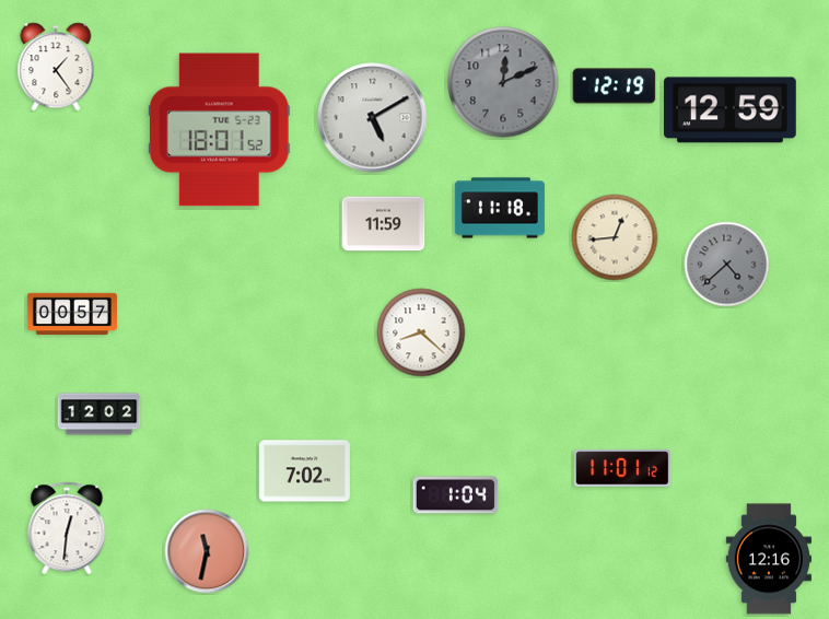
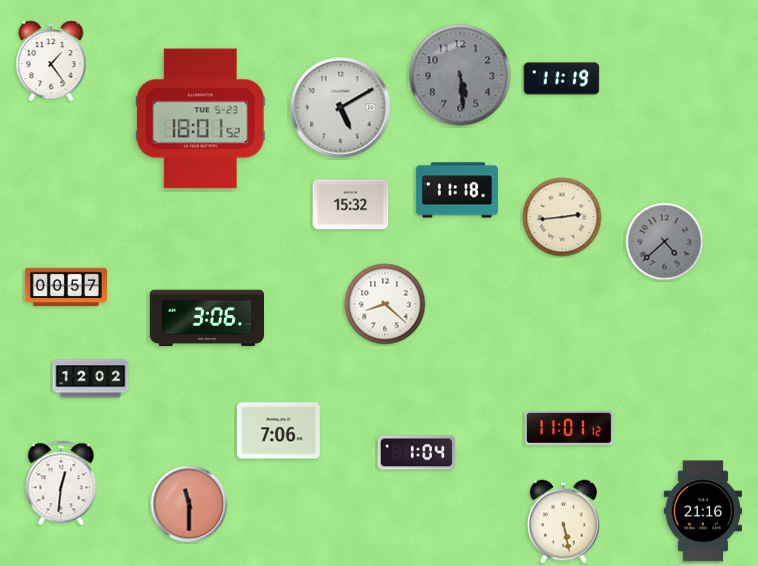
clock at (503, 82): 12:11 -> 5:29
clock at (615, 86): 12:19 -> 11:19
clock at (731, 110): 12:59 -> none
clock at (384, 224): 11:59 -> 15:32
clock at (615, 237): 12:44 -> 2:44
clock at (207, 318): none -> 3:06
clock at (304, 471): 7:02 -> 7:06
clock at (207, 551): 11:32 -> 11:30
clock at (769, 559): 12:16 -> 21:16
clock at (564, 522): none -> 5:28
